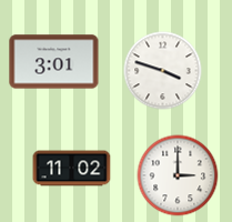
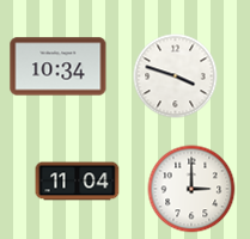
clock at (54, 62): 3:01 -> 10:34
clock at (72, 169): 11:02 -> 11:04
